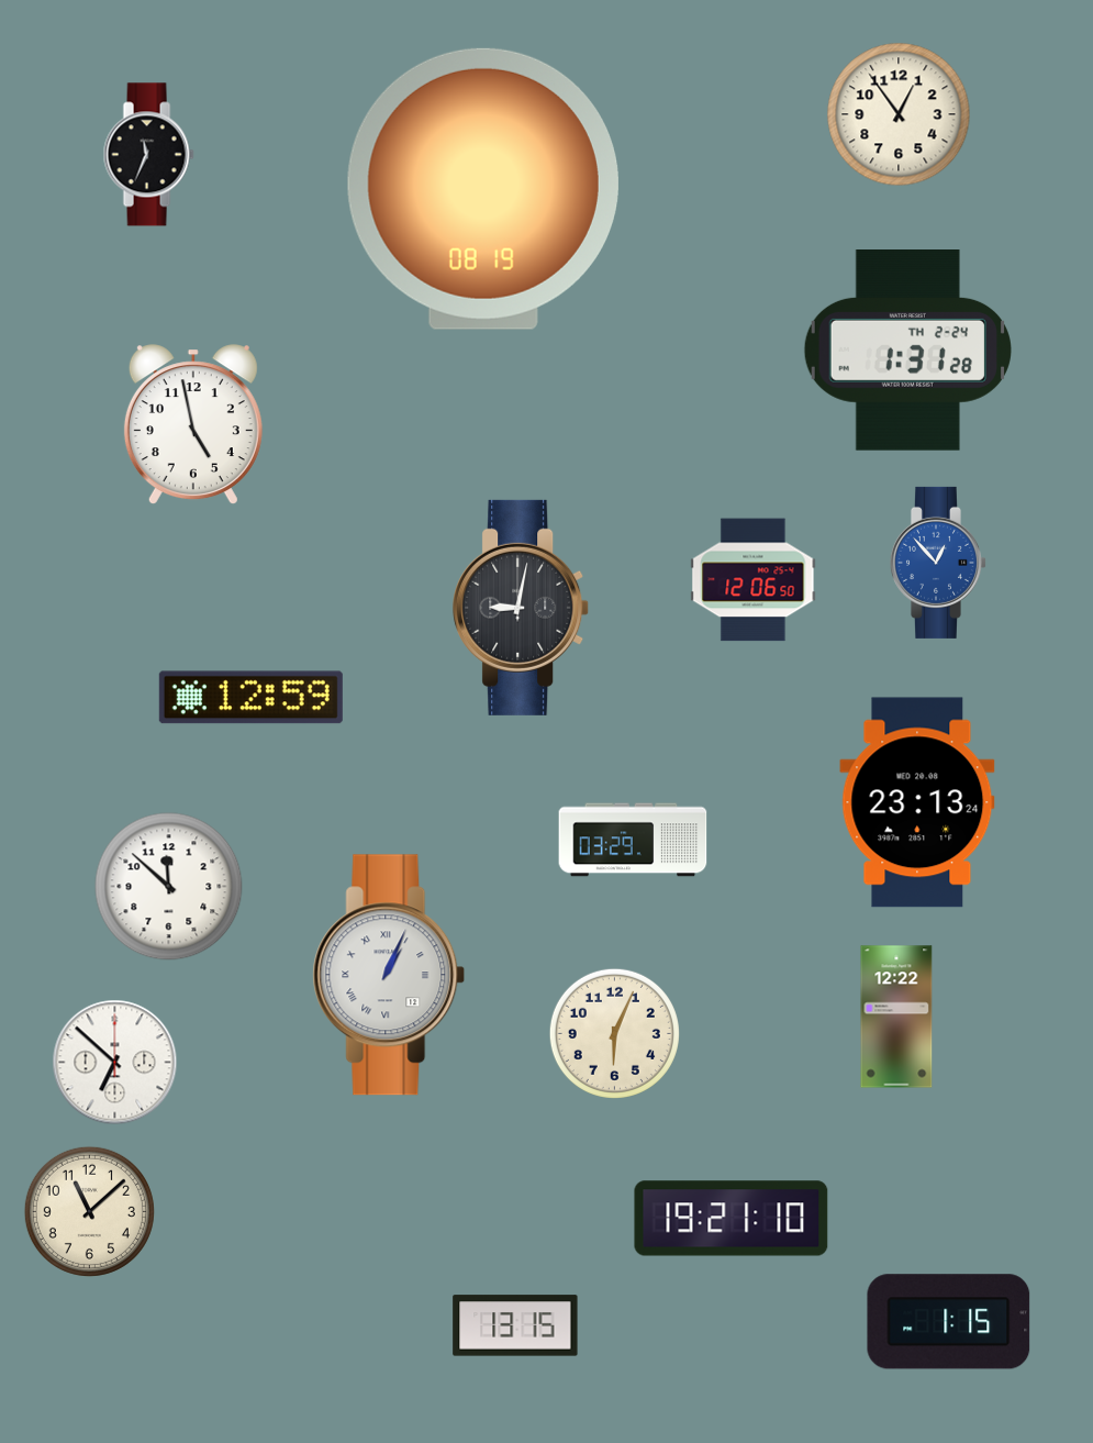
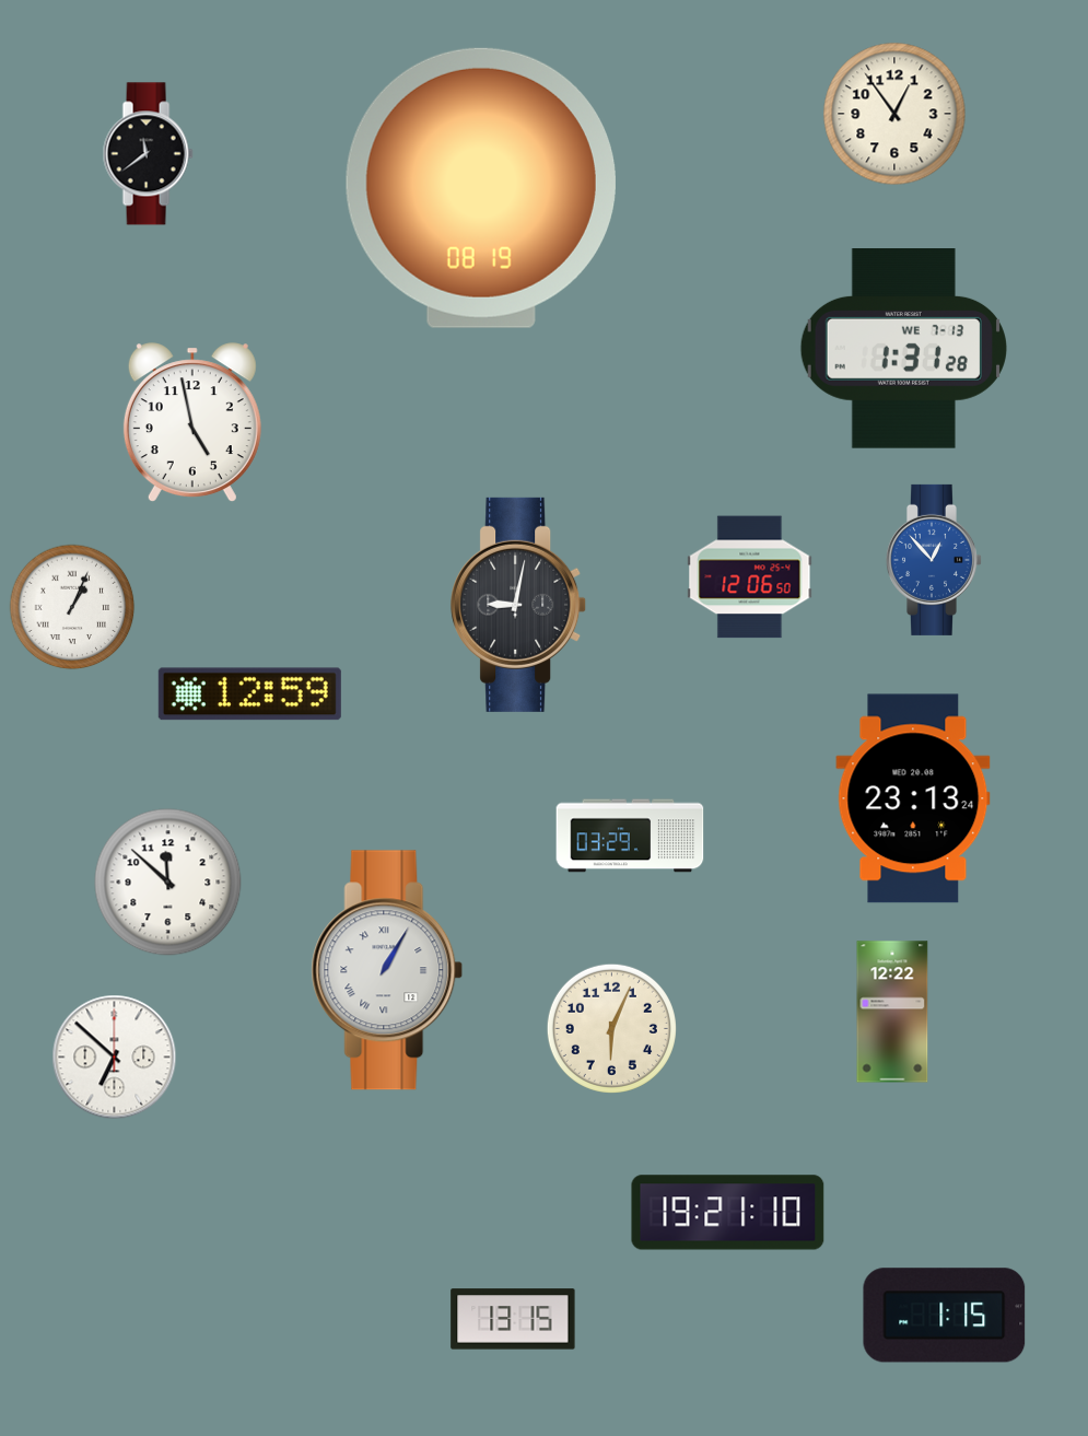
clock at (148, 155): 11:34 -> 11:39
clock at (907, 351) date: TH 2-24 -> WE 7-13
clock at (72, 607): none -> 1:04
clock at (389, 975): 1:04 -> 1:05
clock at (89, 1211): 11:08 -> none
